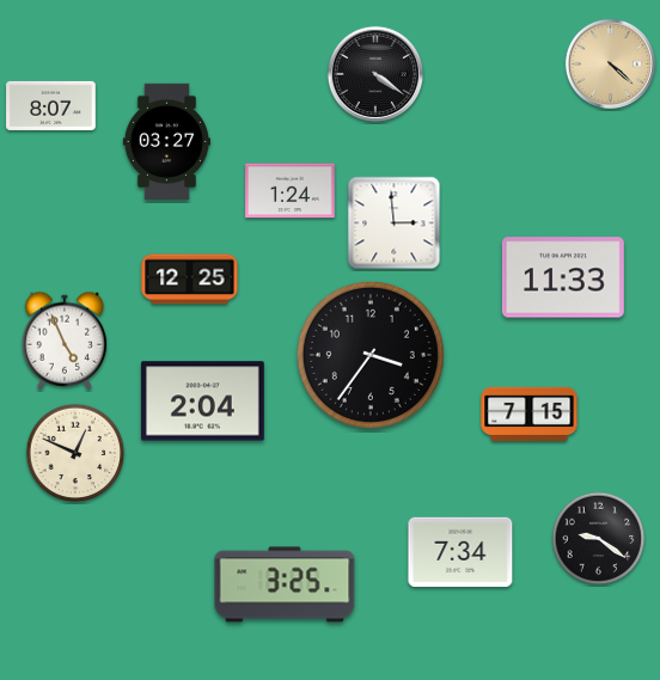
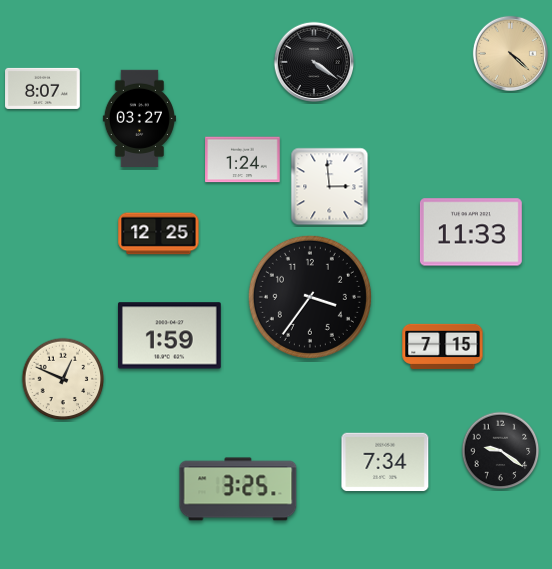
clock at (65, 341): 4:56 -> none
clock at (202, 402): 2:04 -> 1:59
